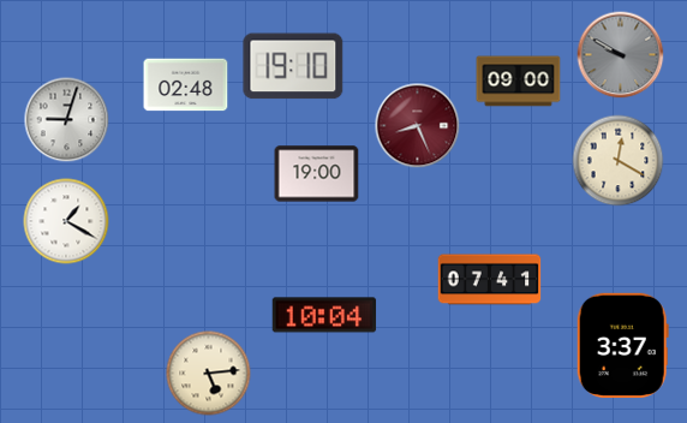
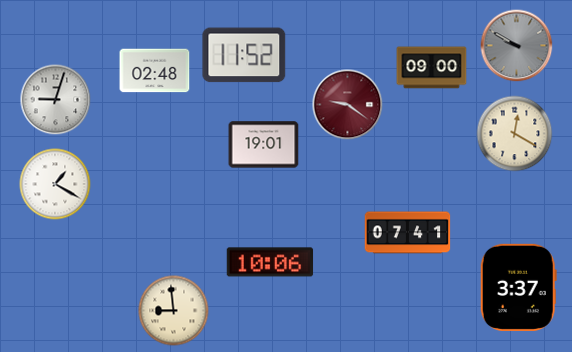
clock at (293, 66): 19:10 -> 11:52
clock at (418, 126): 8:26 -> 9:21
clock at (317, 174): 19:00 -> 19:01
clock at (324, 315): 10:04 -> 10:06
clock at (209, 374): 5:14 -> 8:59
